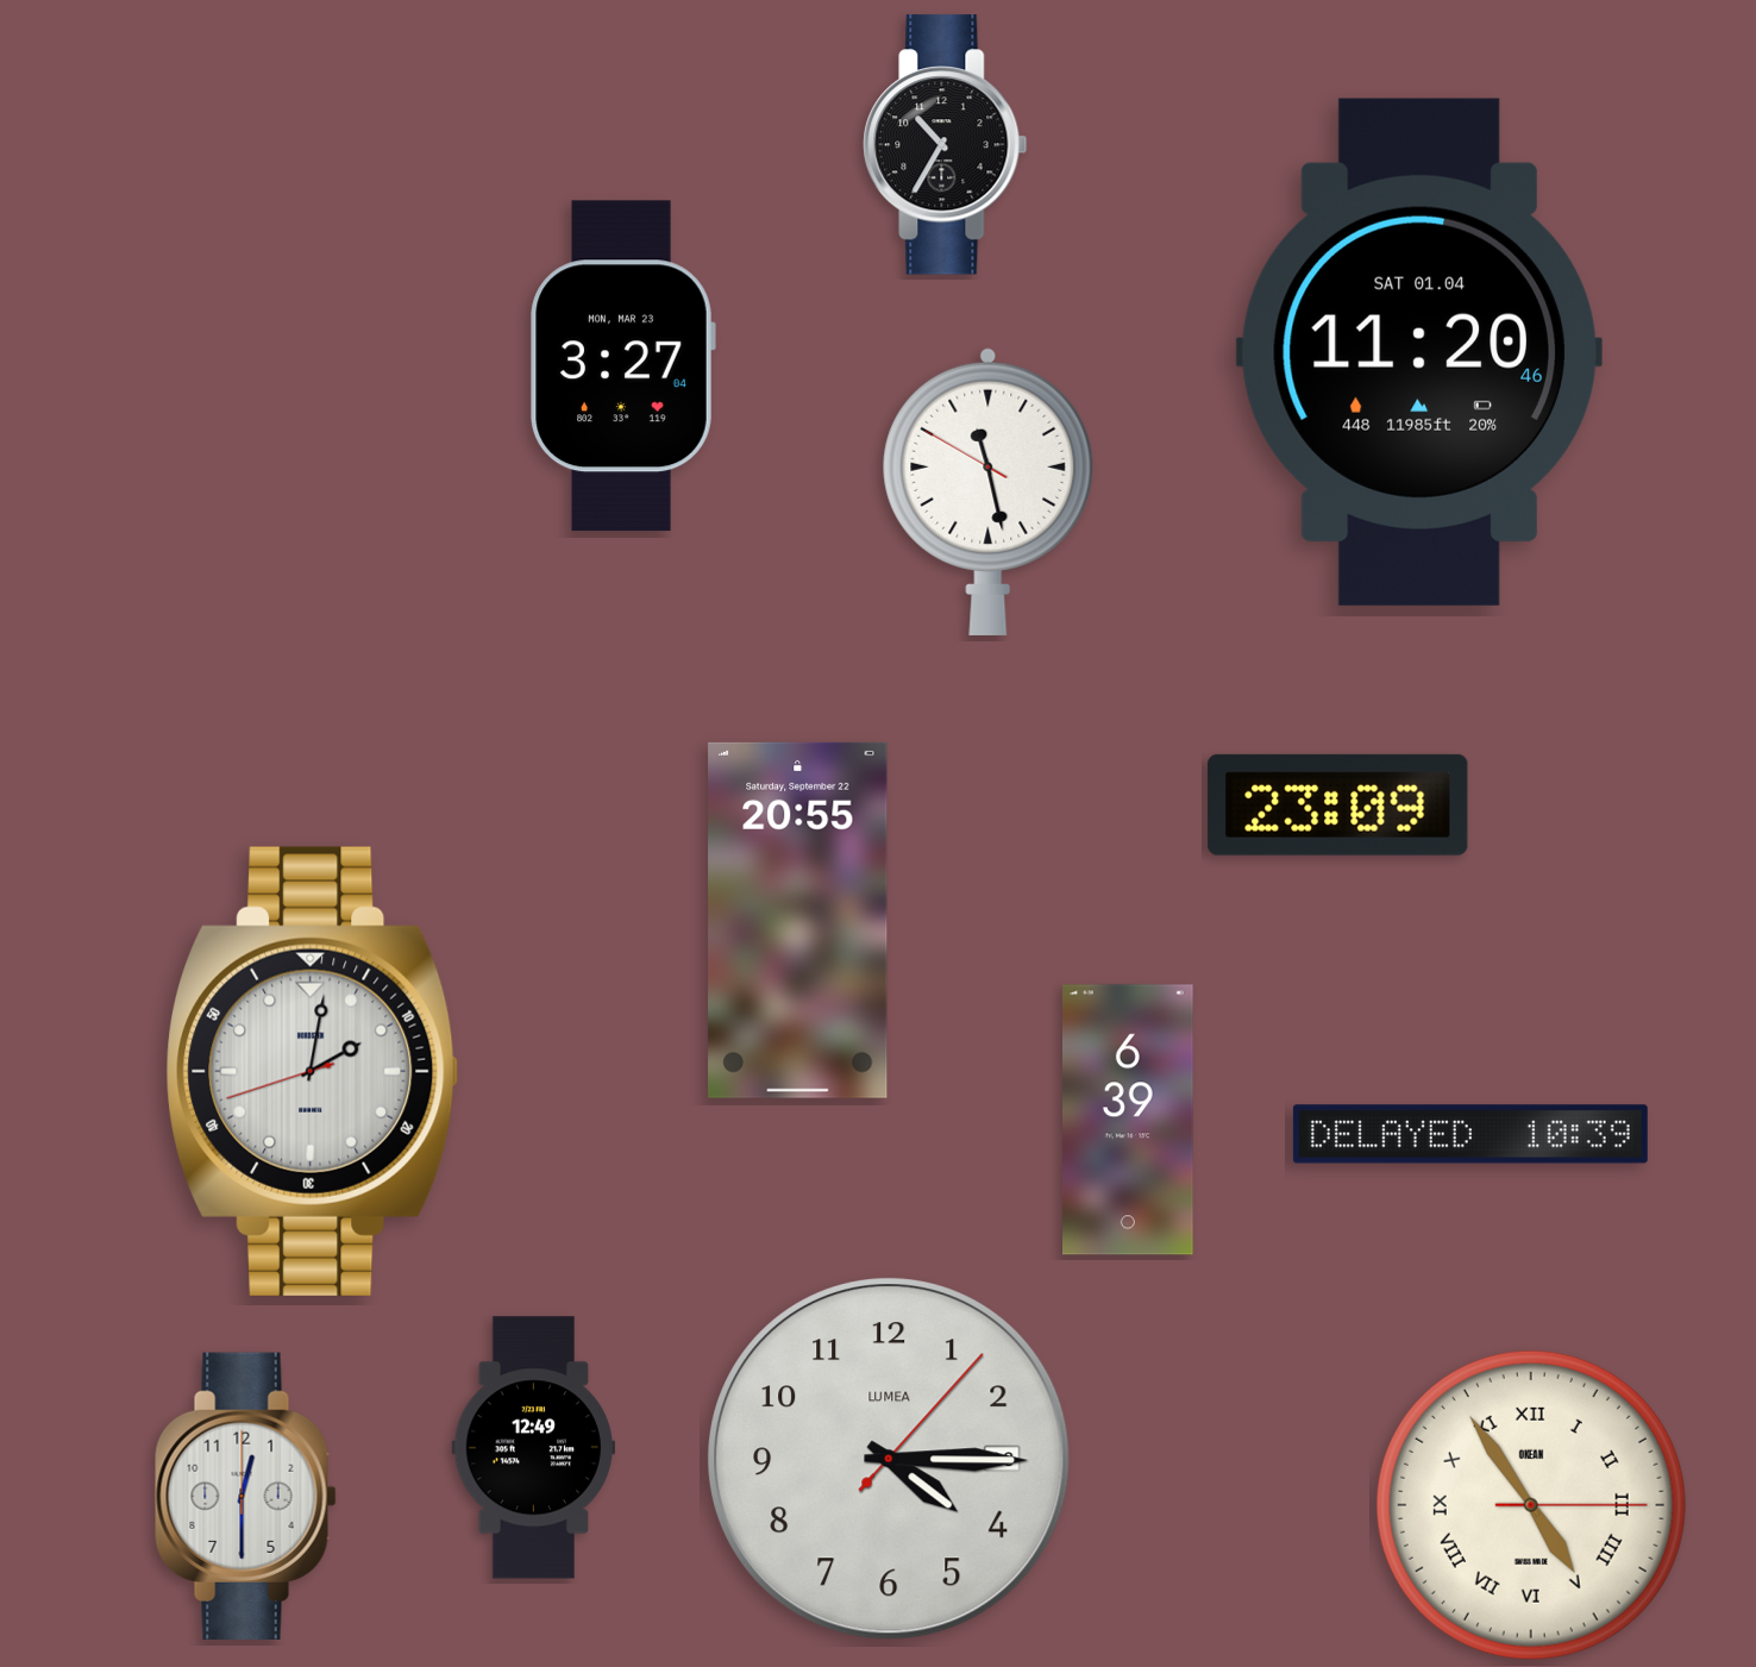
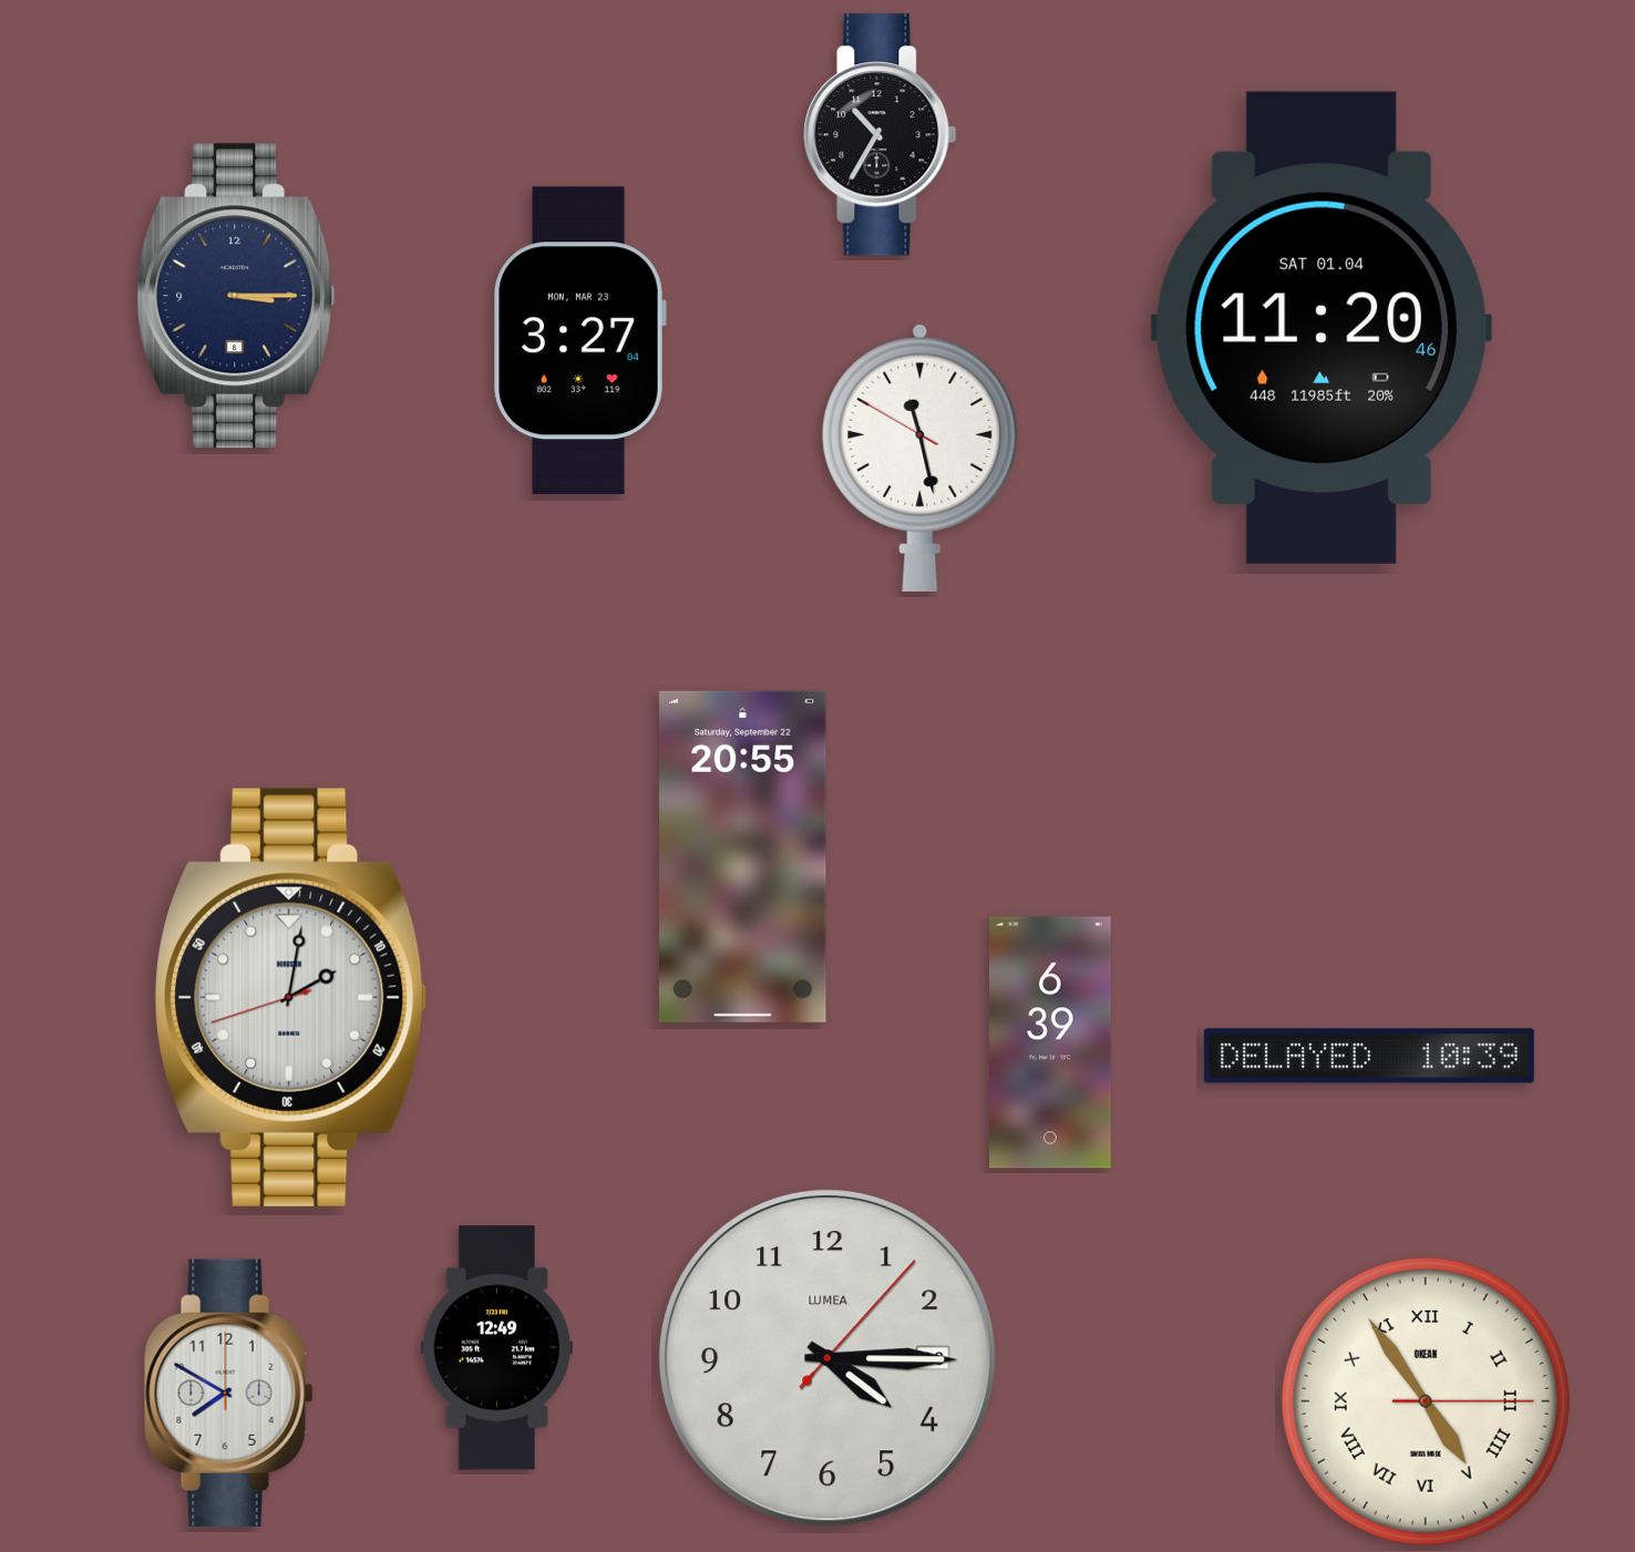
clock at (236, 296): none -> 3:15
clock at (1338, 804): 23:09 -> none
clock at (246, 1496): 12:30 -> 7:50
